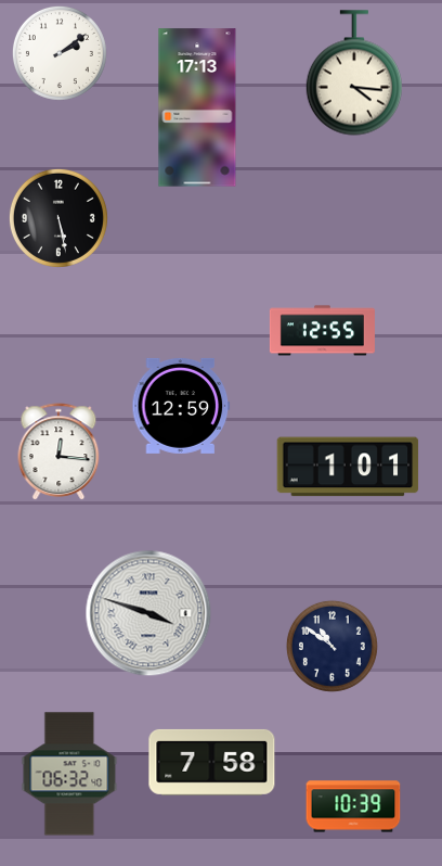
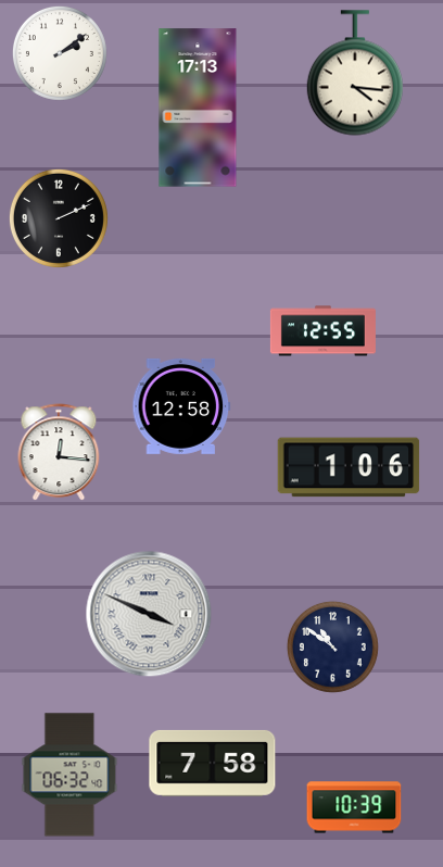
clock at (58, 218): 5:28 -> 2:11
clock at (181, 406): 12:59 -> 12:58
clock at (348, 467): 1:01 -> 1:06
clock at (148, 613): 3:48 -> 3:49
